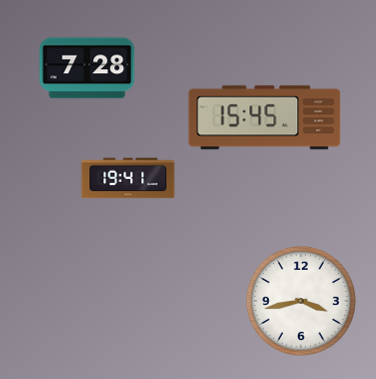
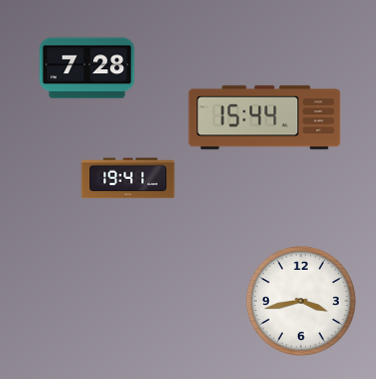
clock at (265, 118): 15:45 -> 15:44
